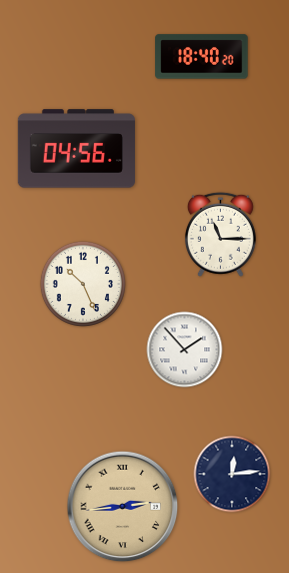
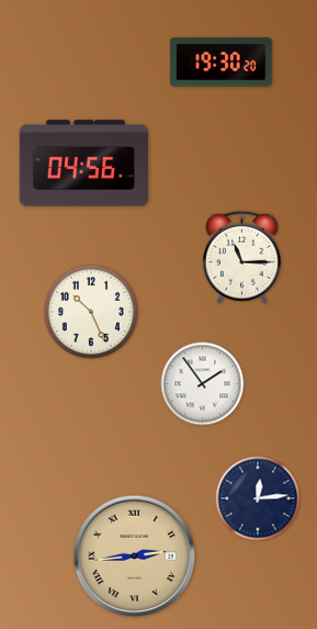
clock at (202, 57): 18:40 -> 19:30
clock at (185, 350): 1:53 -> 1:54
clock at (232, 474) position: (232, 474) -> (258, 498)
